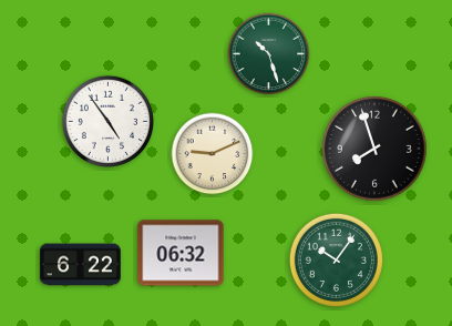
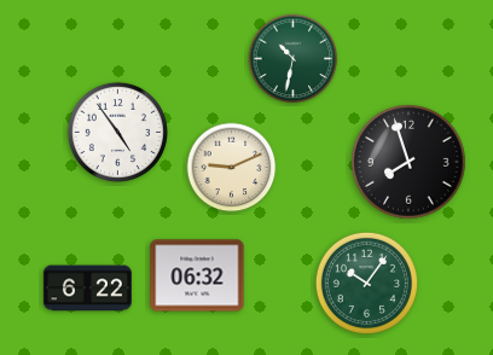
clock at (269, 54): 10:27 -> 10:32
